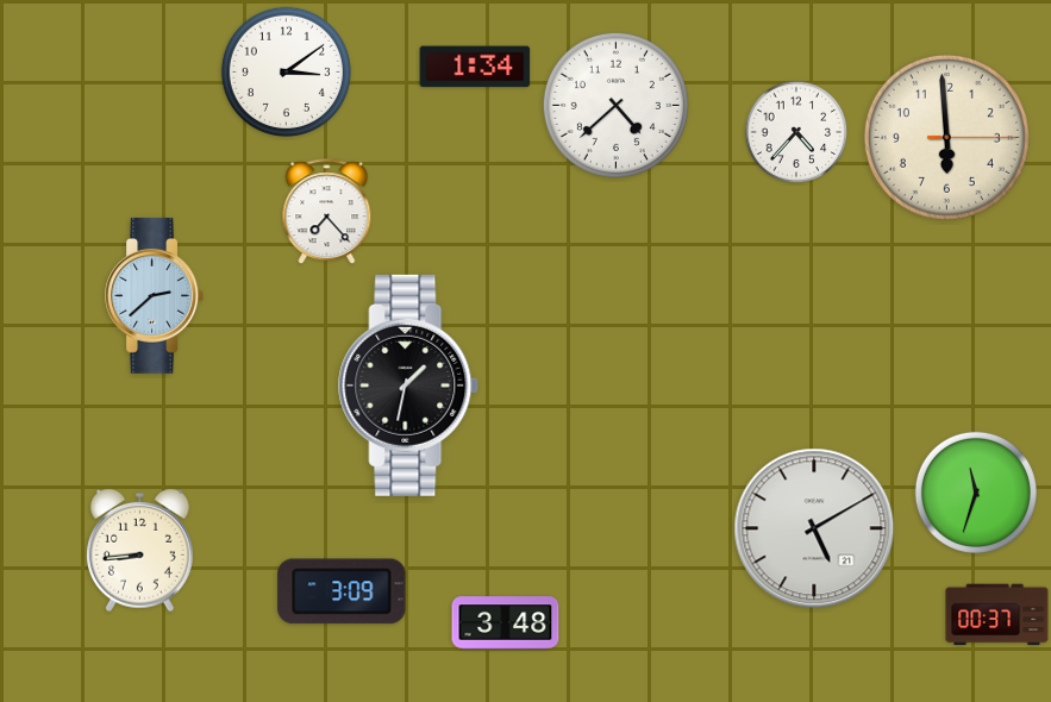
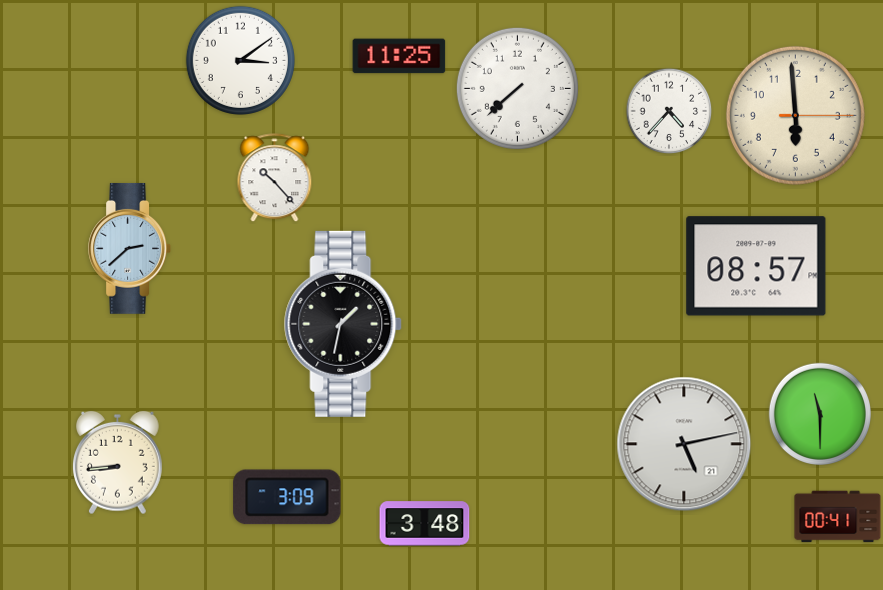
clock at (475, 67): 1:34 -> 11:25
clock at (615, 105): 4:38 -> 7:38
clock at (327, 212): 7:23 -> 10:23
clock at (756, 266): none -> 08:57
clock at (975, 491): 11:33 -> 11:30
clock at (814, 528): 5:10 -> 5:13
clock at (997, 615): 00:37 -> 00:41
